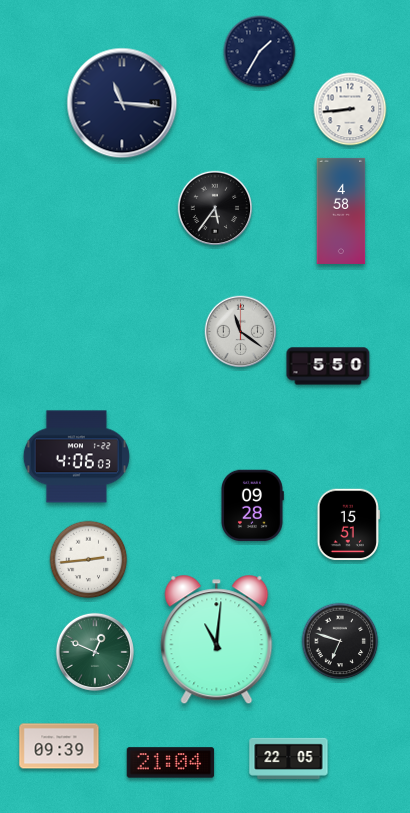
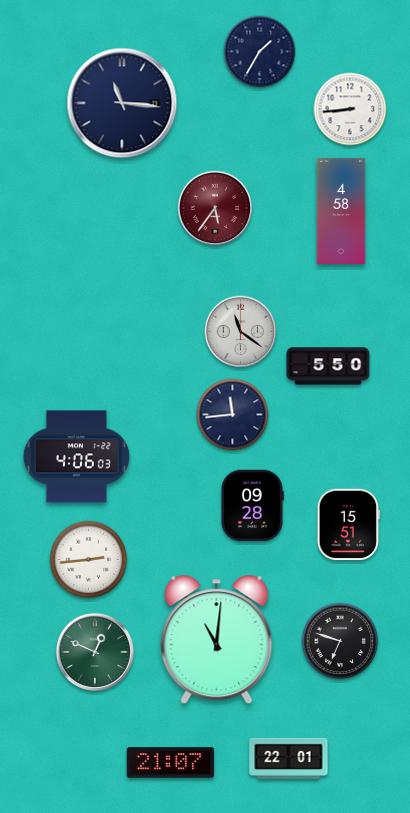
clock at (215, 208) dial: black -> burgundy
clock at (233, 415): none -> 11:44
clock at (59, 746): 09:39 -> none
clock at (289, 758): 22:05 -> 22:01
clock at (171, 763): 21:04 -> 21:07
